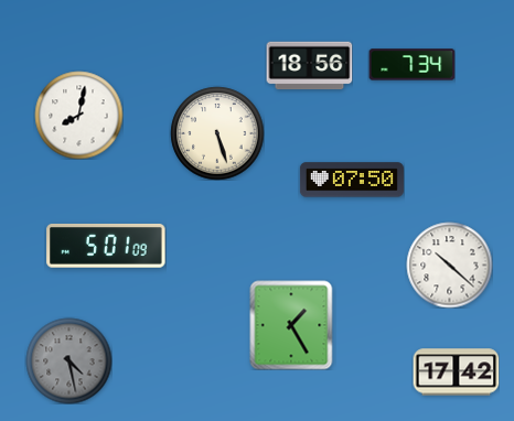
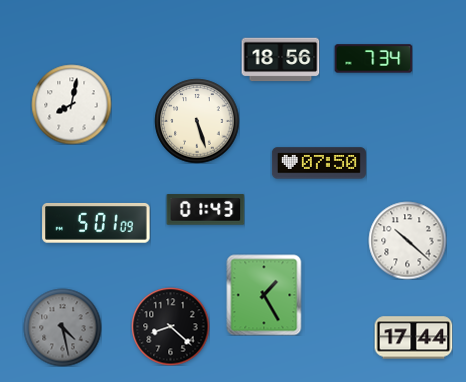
clock at (205, 210): none -> 01:43
clock at (170, 326): none -> 8:22
clock at (456, 373): 17:42 -> 17:44
